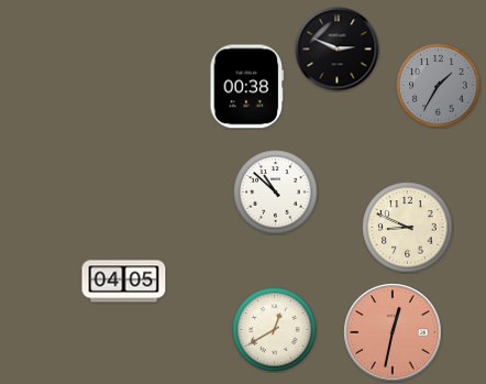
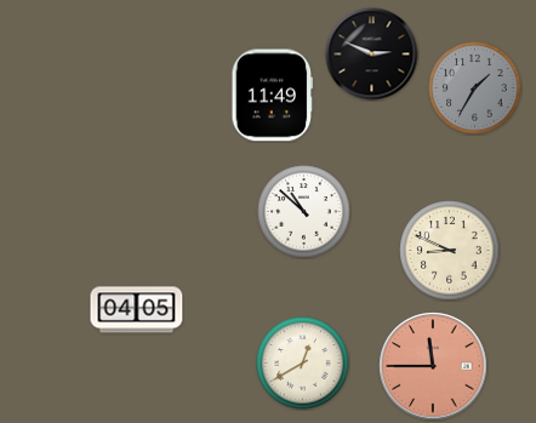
clock at (439, 86) position: (439, 86) -> (475, 88)
clock at (247, 87): 00:38 -> 11:49
clock at (393, 332): 12:32 -> 11:45
